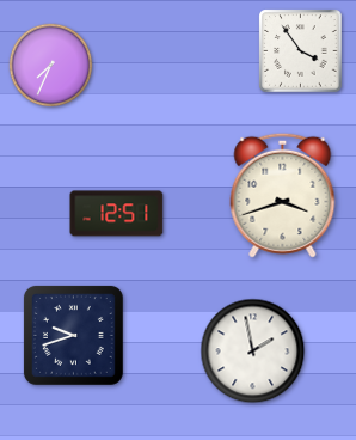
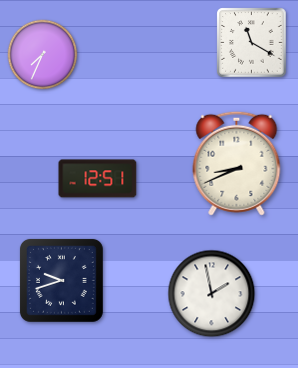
clock at (301, 51): 3:54 -> 11:20
clock at (283, 195): 3:42 -> 8:41
